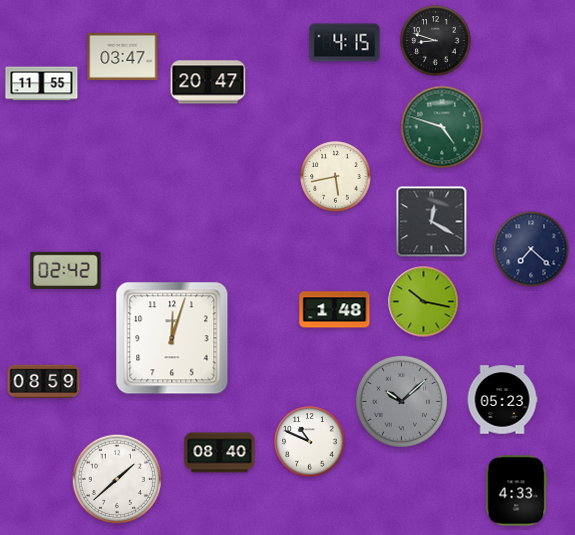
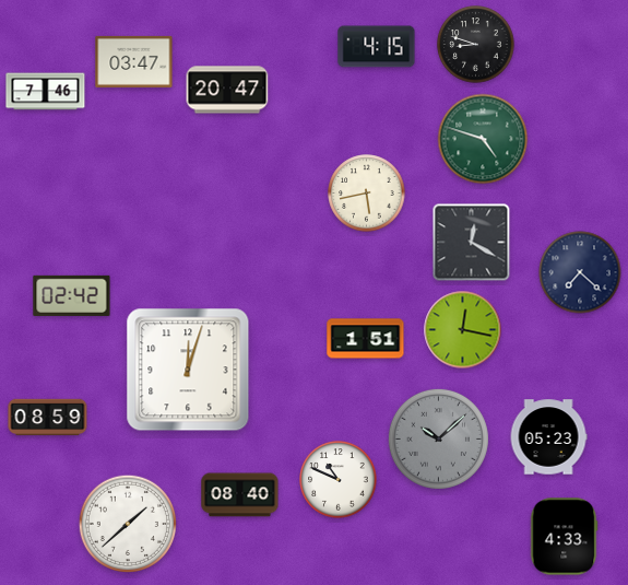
clock at (42, 84): 11:55 -> 7:46
clock at (424, 302): 10:17 -> 12:17
clock at (335, 310): 1:48 -> 1:51
clock at (310, 442) position: (310, 442) -> (339, 480)
